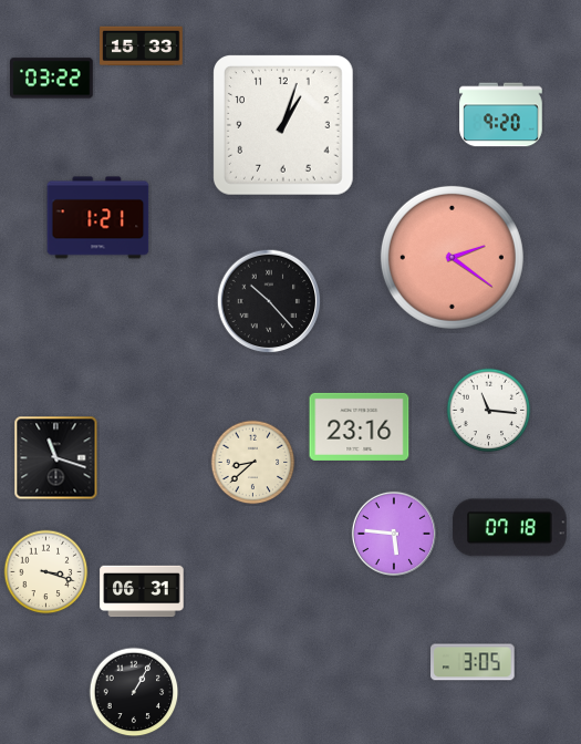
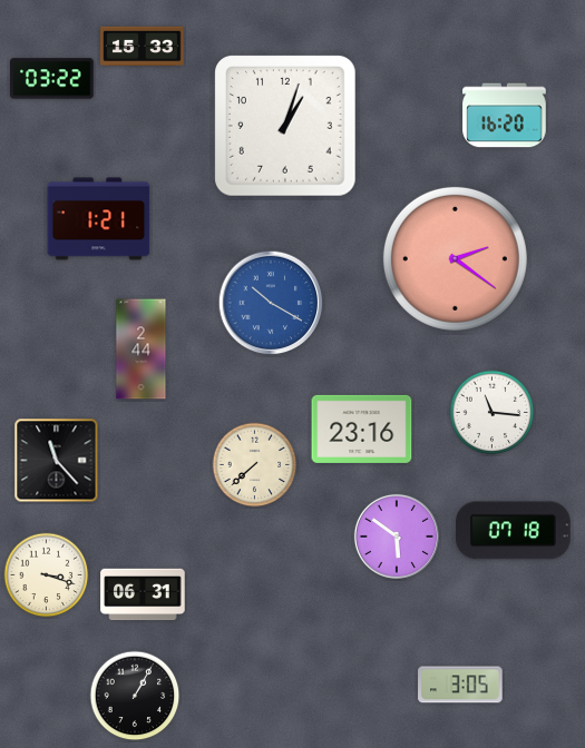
clock at (501, 115): 9:20 -> 16:20
clock at (269, 301): 10:23 -> 10:20
clock at (269, 301) dial: black -> blue
clock at (142, 350): none -> 2:44
clock at (56, 458): 11:18 -> 11:23
clock at (253, 463): 8:38 -> 7:38
clock at (394, 534): 5:46 -> 5:51
clock at (473, 662) position: (473, 662) -> (460, 685)
